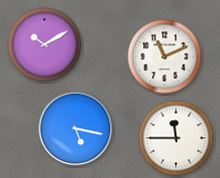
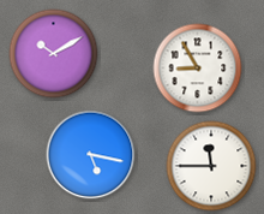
clock at (165, 57): 11:11 -> 8:55
